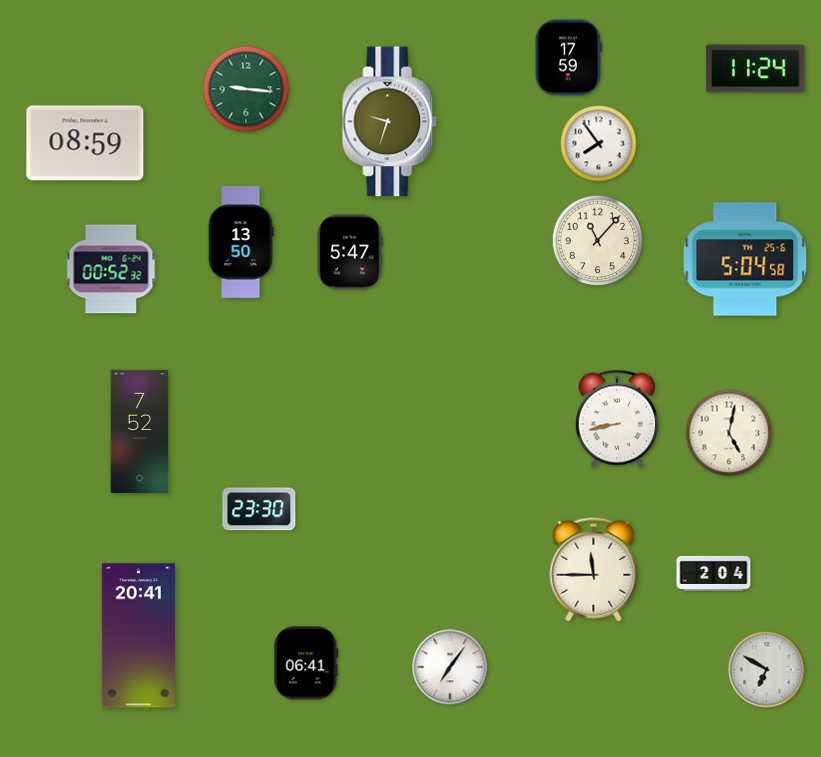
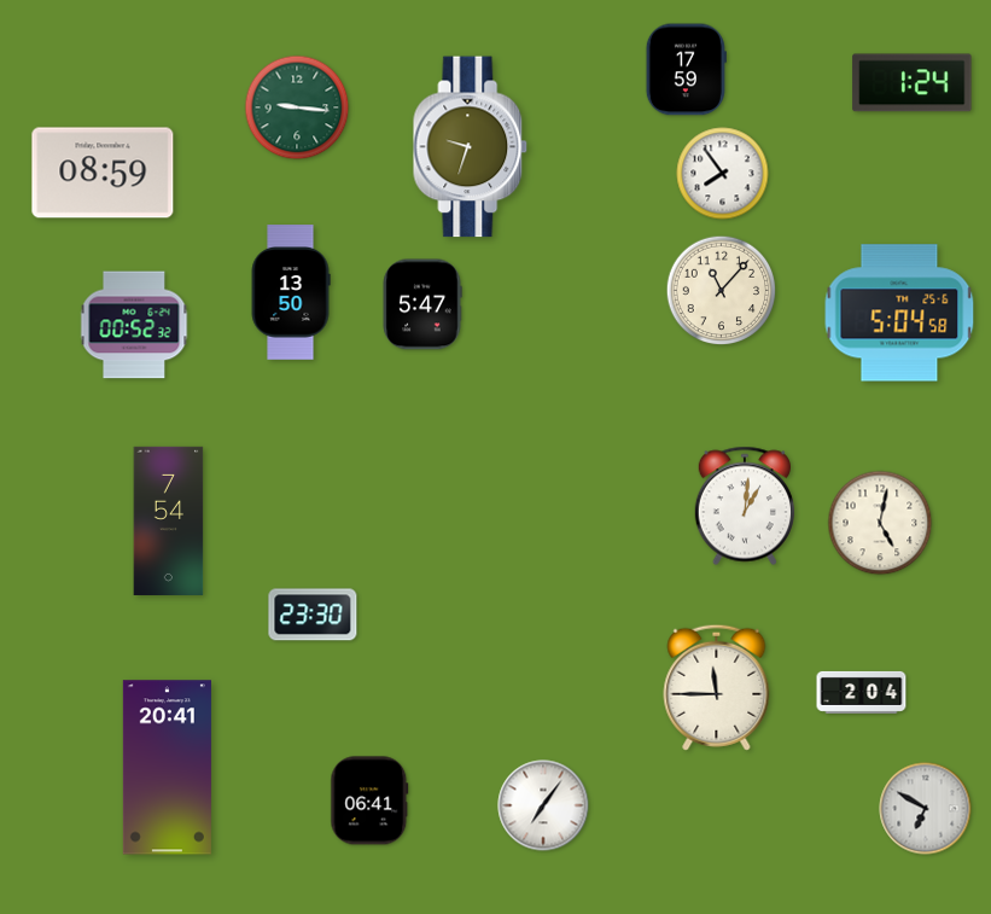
clock at (756, 69): 11:24 -> 1:24
clock at (616, 419): 8:43 -> 1:01
clock at (140, 431): 7:52 -> 7:54
